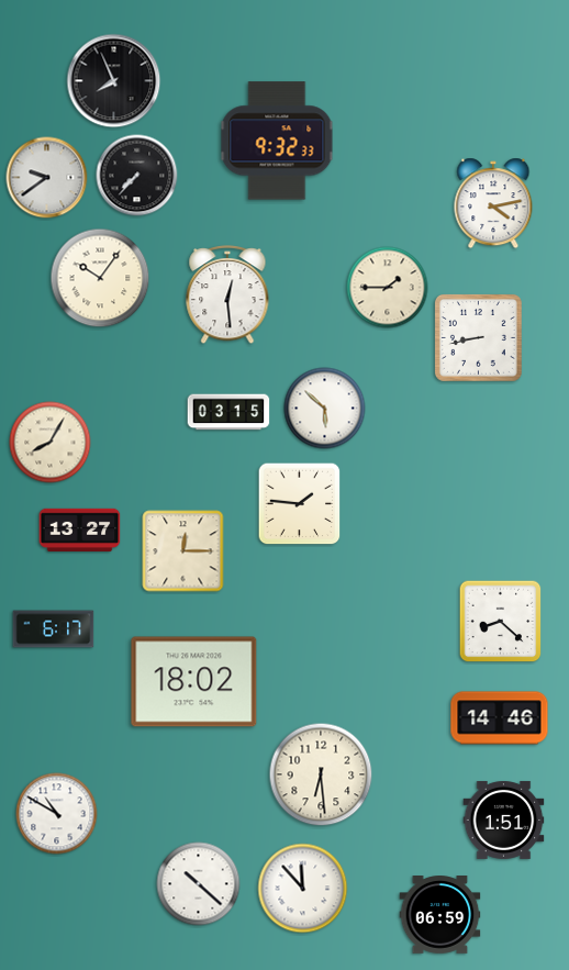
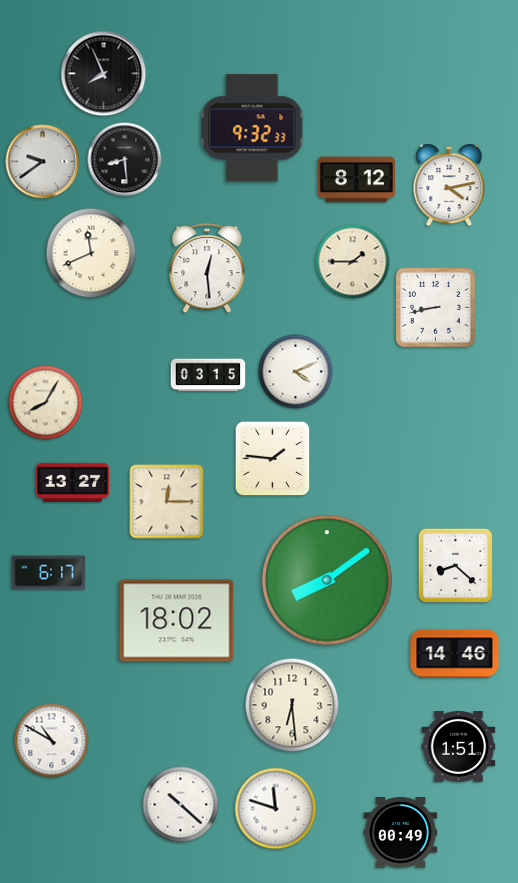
clock at (137, 176): 7:37 -> 8:29
clock at (356, 180): none -> 8:12
clock at (100, 278): 10:06 -> 11:41
clock at (325, 409): 5:52 -> 4:11
clock at (327, 580): none -> 8:09
clock at (303, 889): 11:53 -> 11:48
clock at (440, 915): 06:59 -> 00:49
